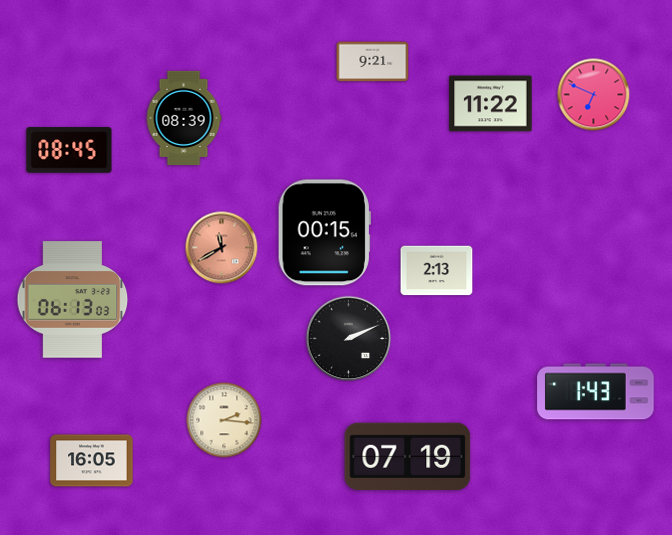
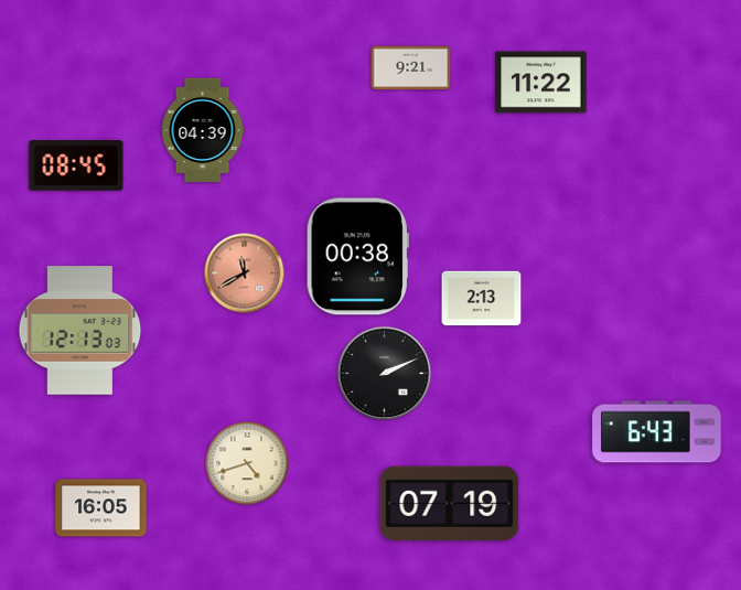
clock at (594, 95): 6:49 -> none
clock at (491, 104) position: (491, 104) -> (541, 83)
clock at (184, 117): 08:39 -> 04:39
clock at (324, 233): 00:15 -> 00:38
clock at (73, 300): 06:13 -> 12:13
clock at (596, 392): 1:43 -> 6:43
clock at (224, 420): 2:16 -> 4:42
